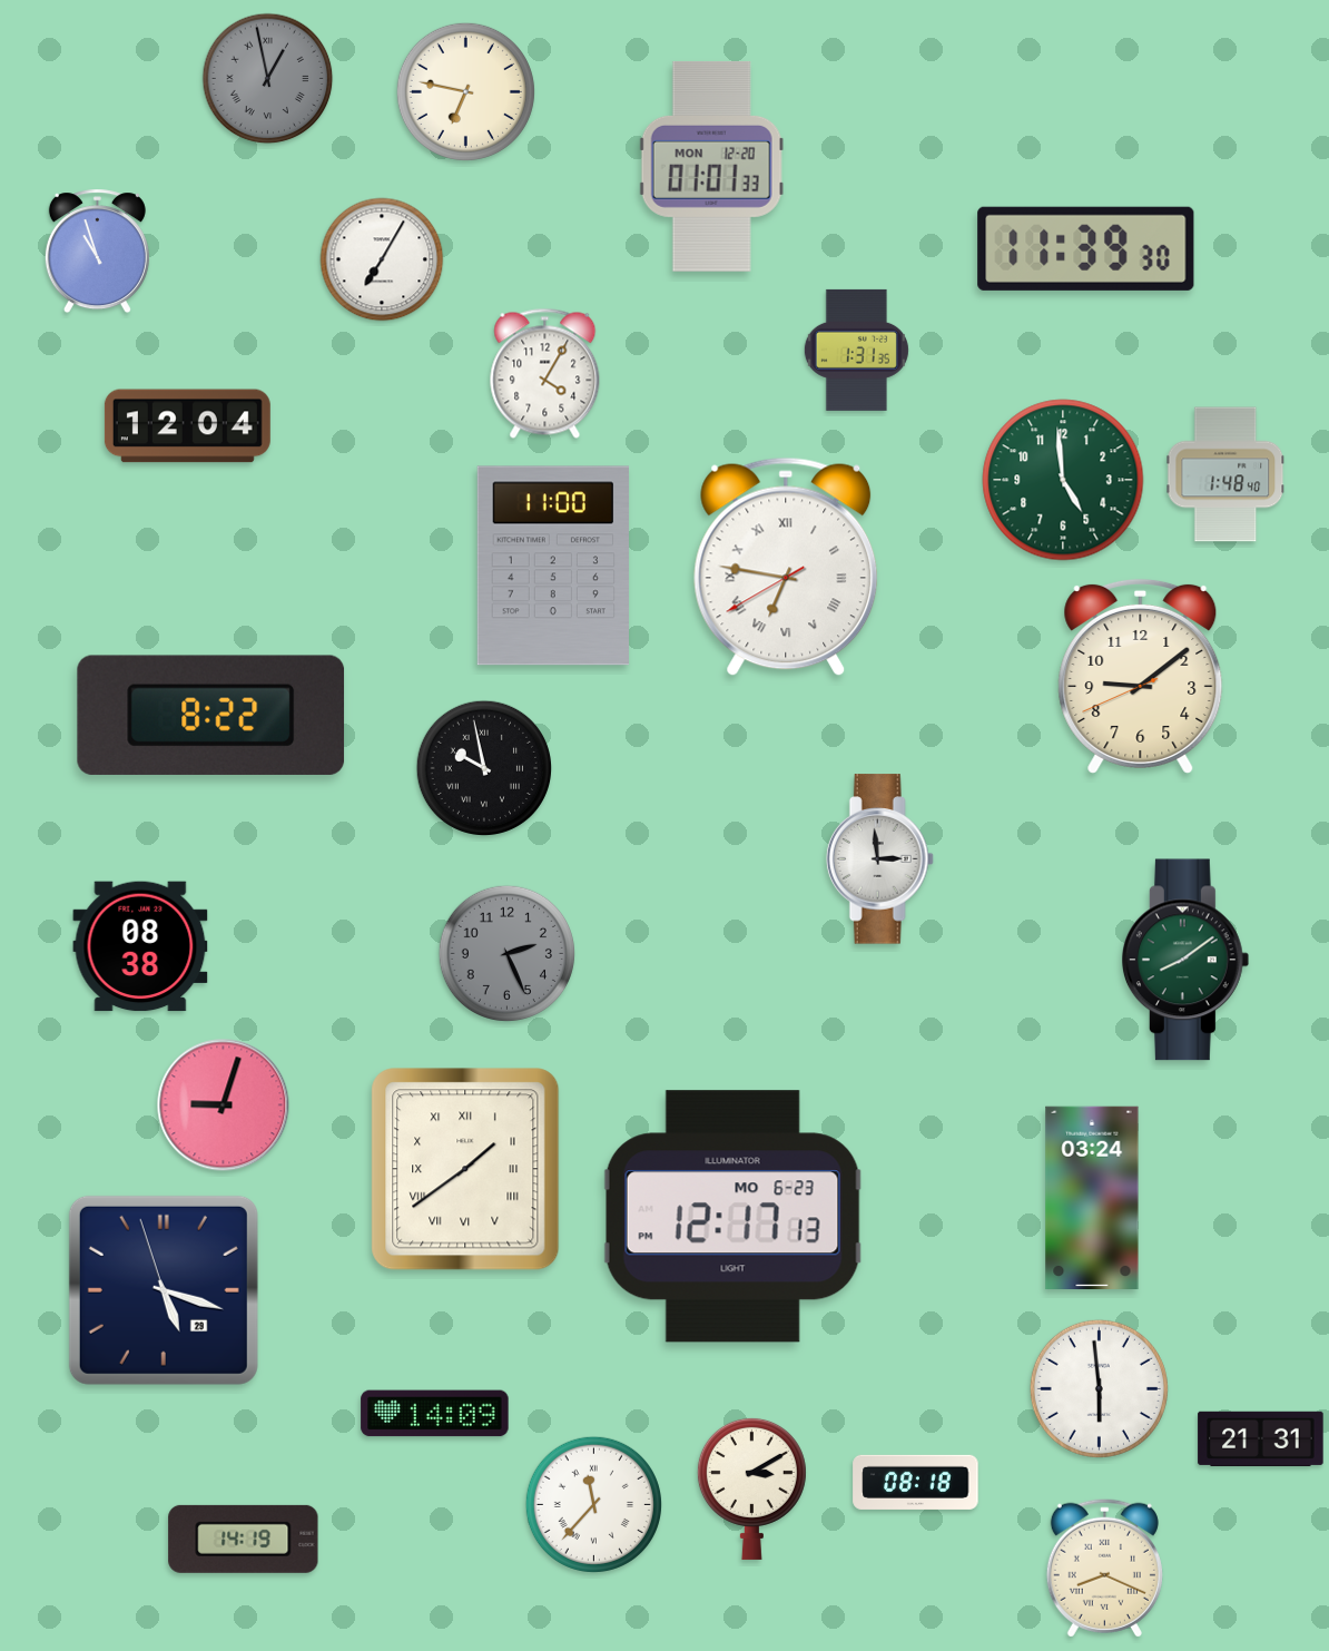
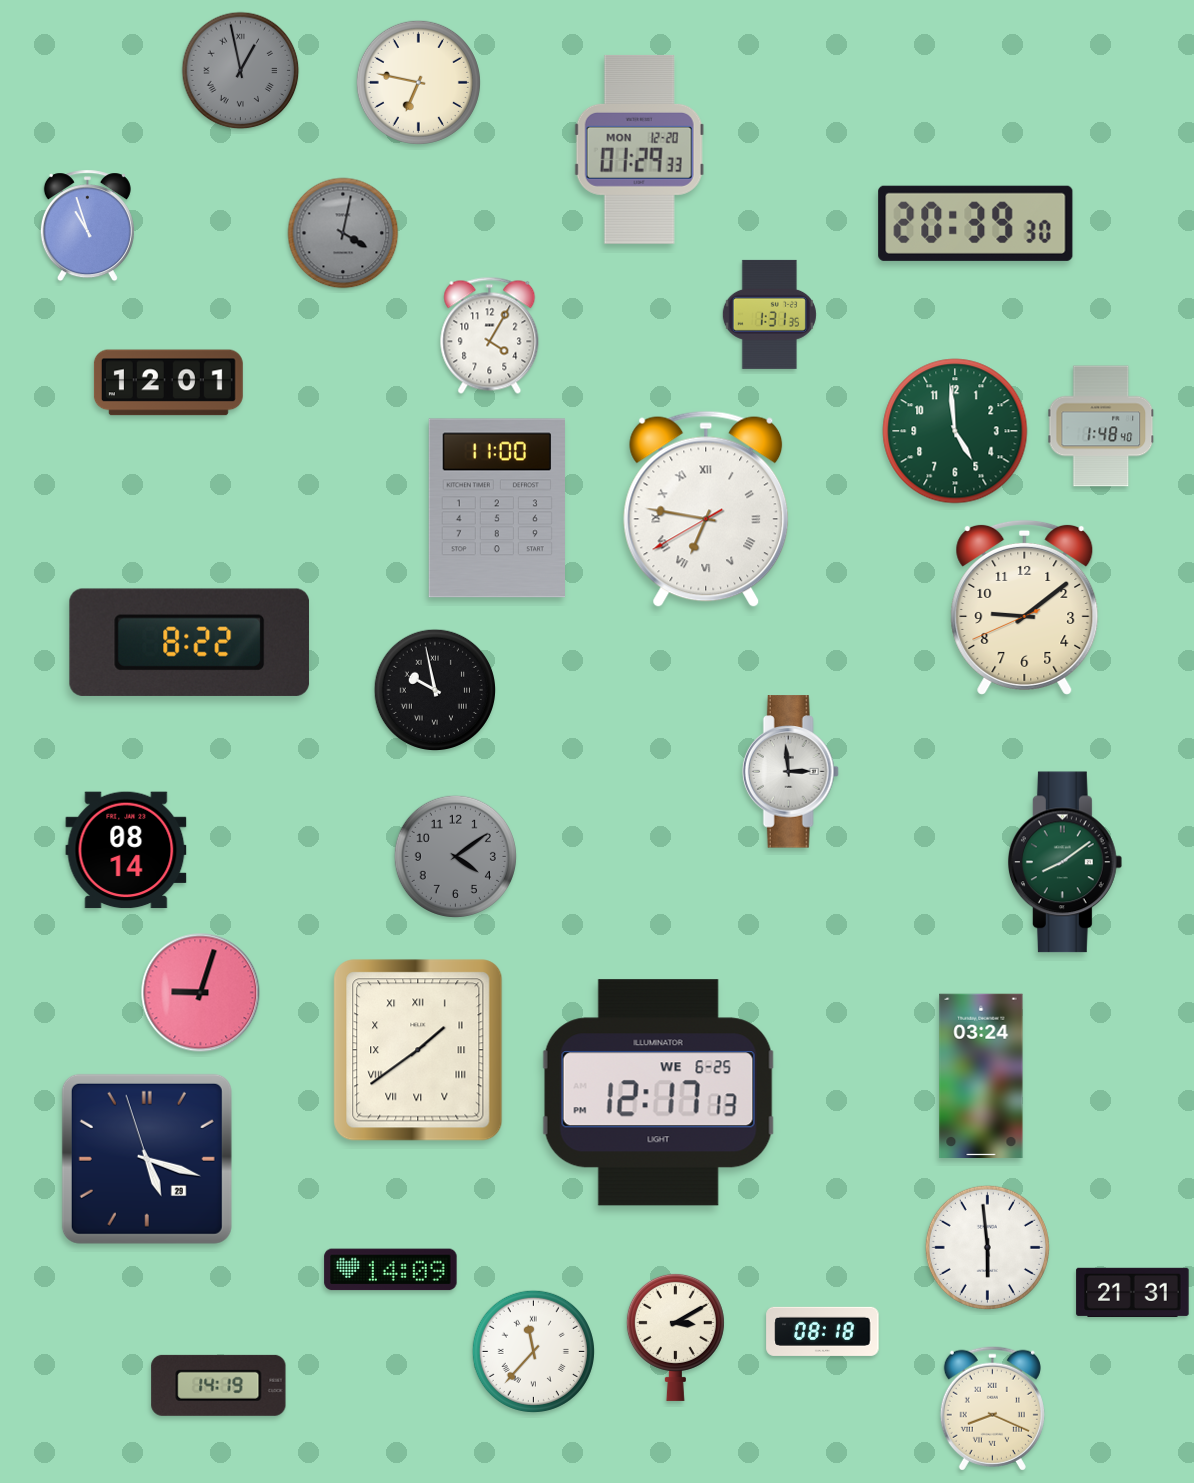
clock at (711, 166): 01:01 -> 01:29
clock at (1086, 248): 11:39 -> 20:39
clock at (382, 259): 7:05 -> 4:02
clock at (382, 259) dial: white -> grey
clock at (187, 426): 12:04 -> 12:01
clock at (140, 946): 08:38 -> 08:14
clock at (506, 953): 2:26 -> 4:09
clock at (734, 1217) date: MO 6-23 -> WE 6-25
clock at (244, 1539) position: (244, 1539) -> (219, 1385)
